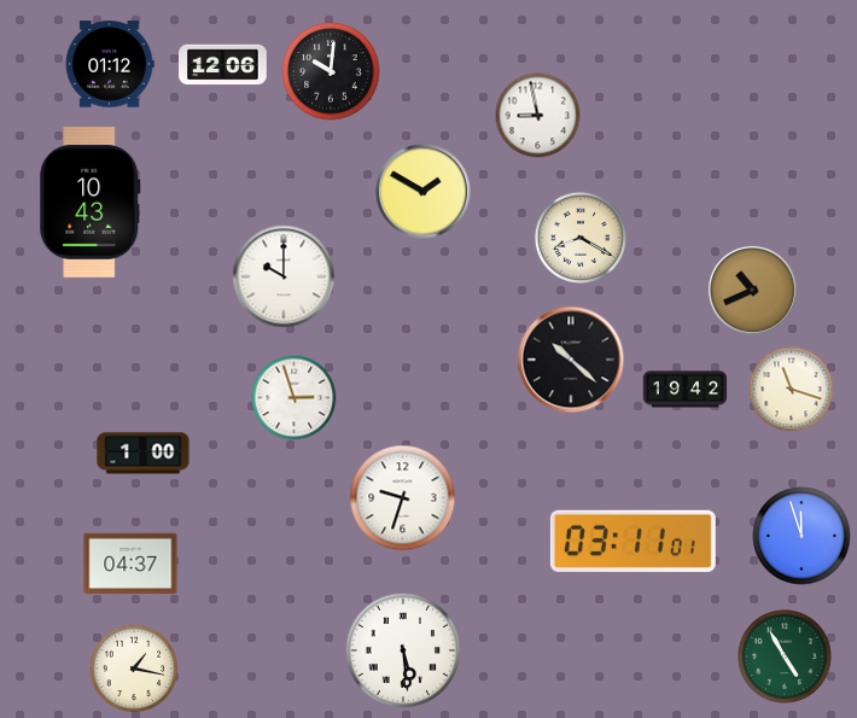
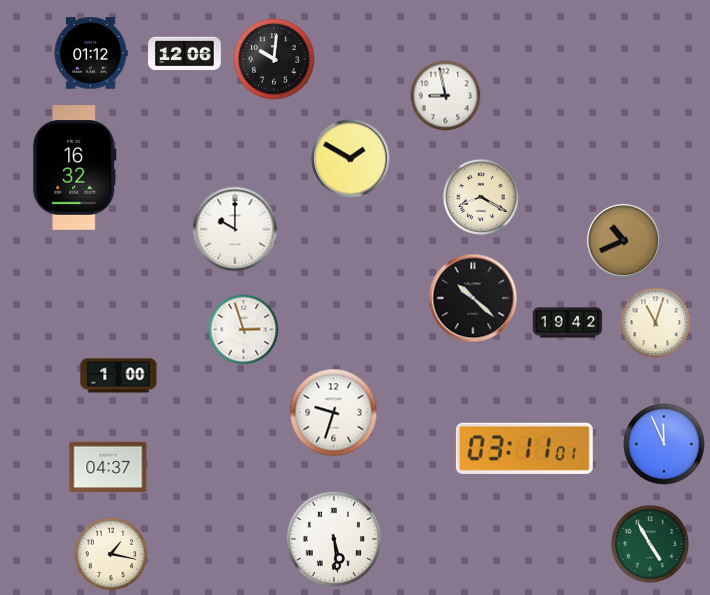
clock at (91, 203): 10:43 -> 16:32
clock at (792, 390): 11:18 -> 11:03
clock at (801, 536): 11:57 -> 11:56
